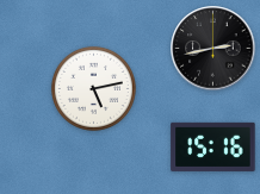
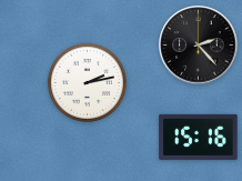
clock at (213, 49): 2:43 -> 2:23
clock at (93, 88): 5:13 -> 2:13
